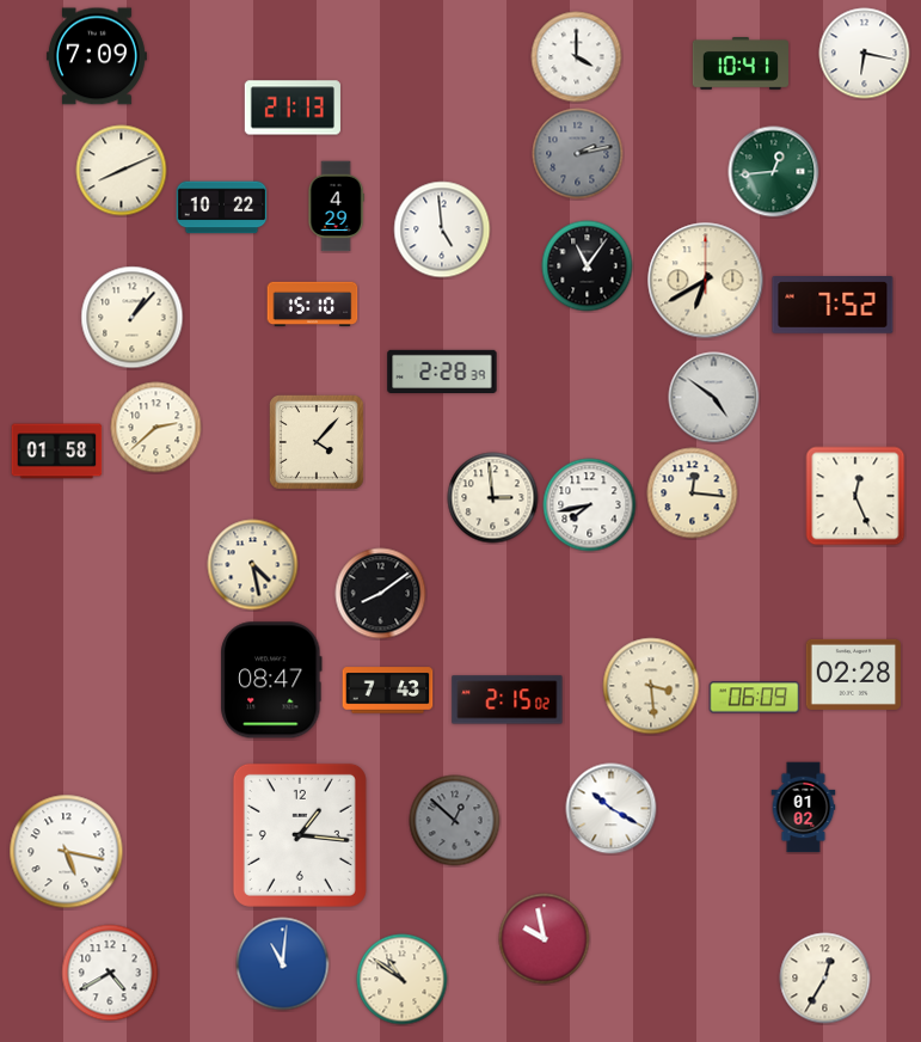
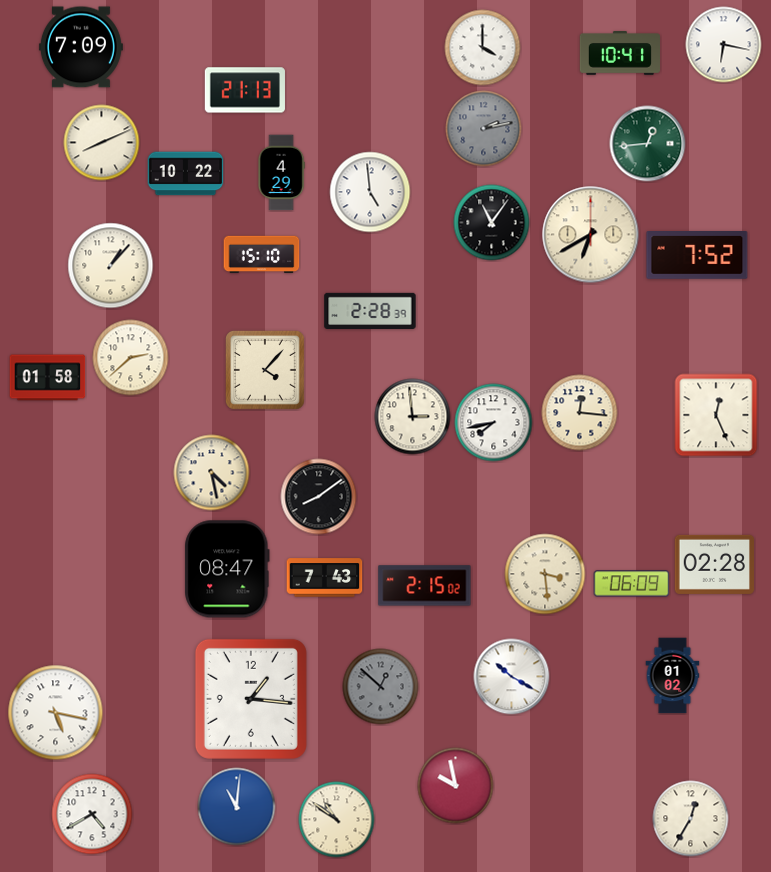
clock at (714, 398): 4:51 -> none
